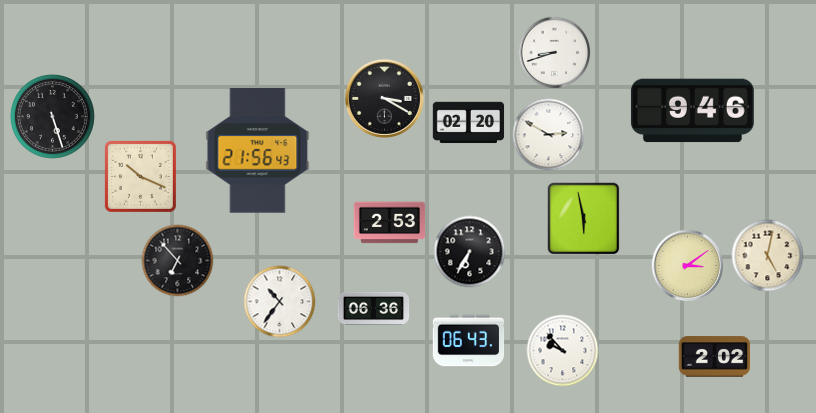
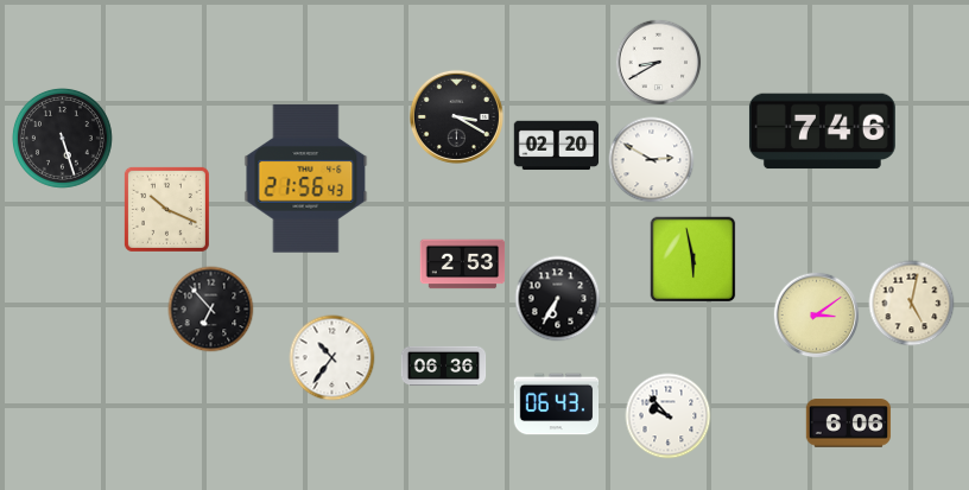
clock at (555, 53): 8:42 -> 8:40
clock at (692, 111): 9:46 -> 7:46
clock at (715, 357): 2:02 -> 6:06
